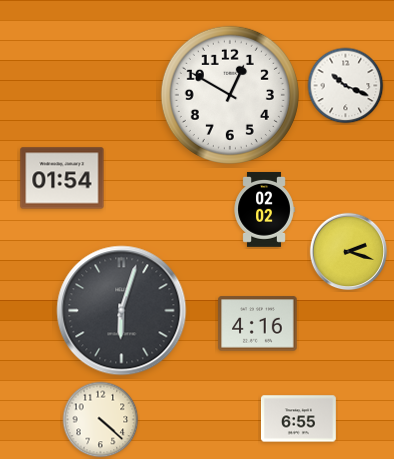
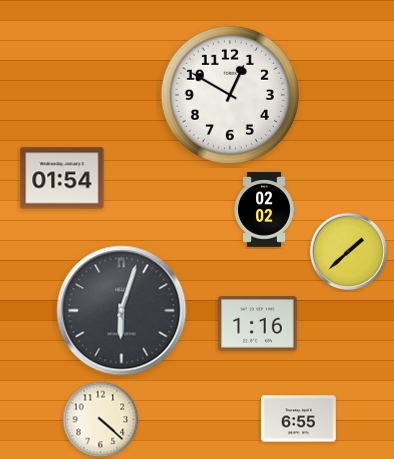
clock at (346, 86): 10:19 -> none
clock at (349, 252): 2:18 -> 1:38
clock at (258, 324): 4:16 -> 1:16
